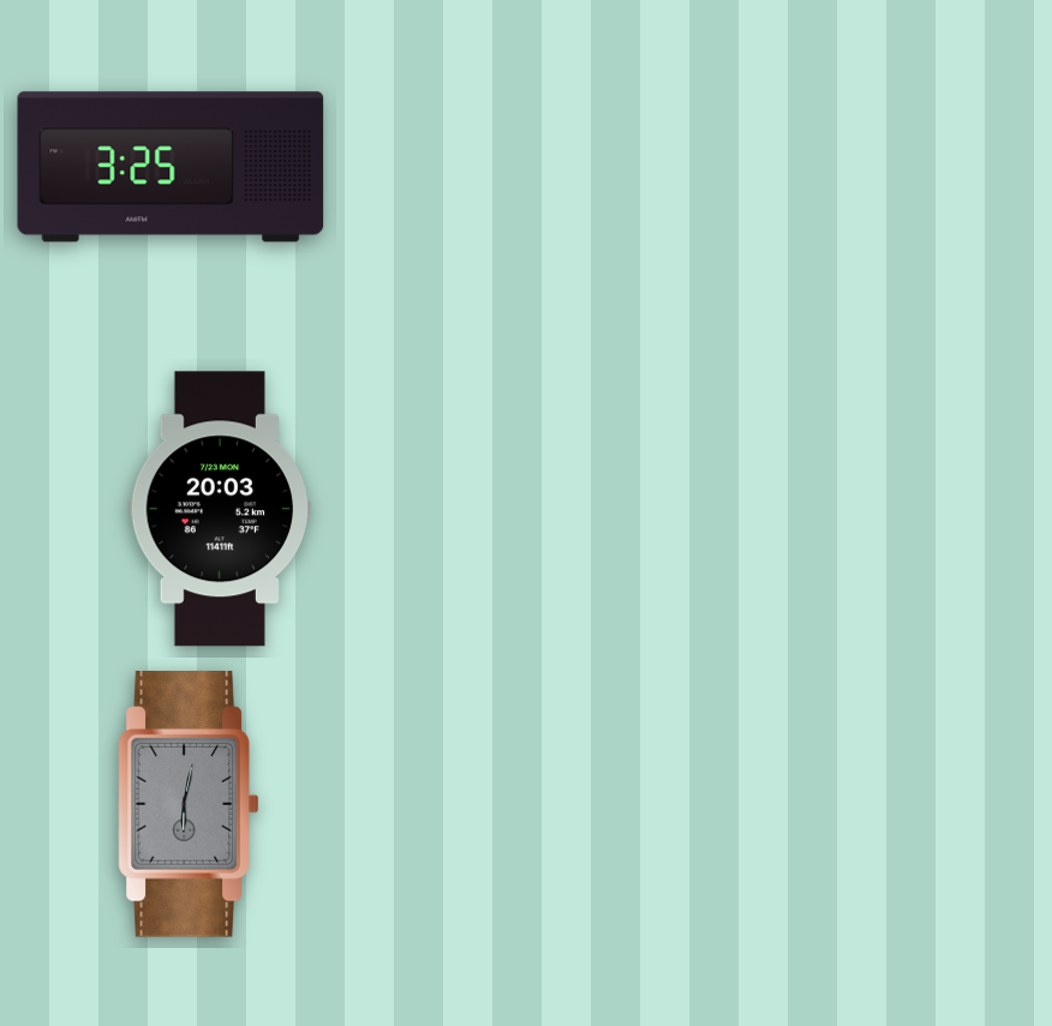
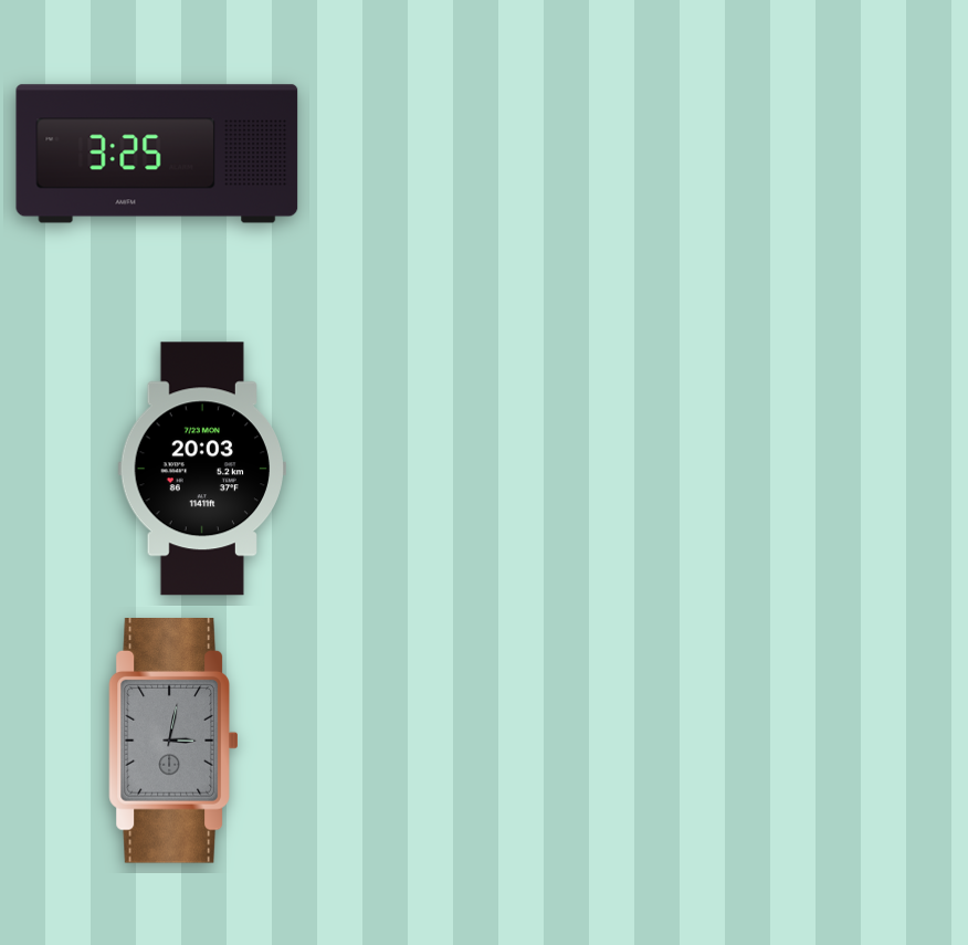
clock at (189, 805): 6:02 -> 3:02
